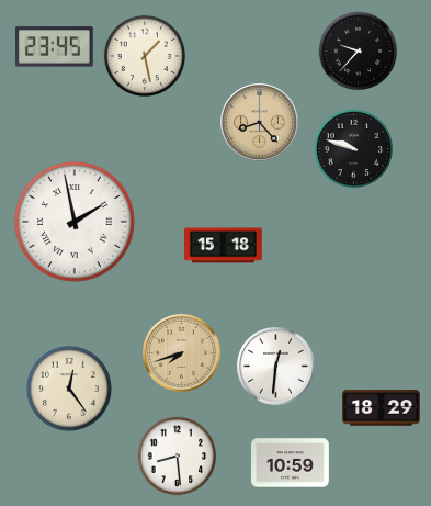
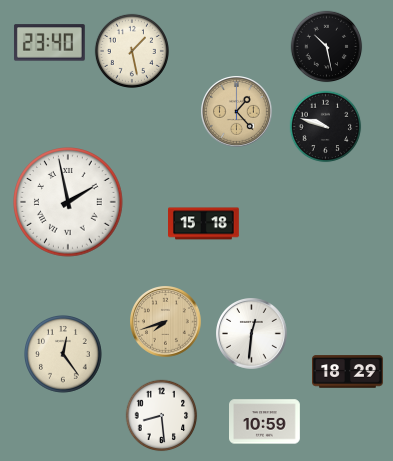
clock at (54, 47): 23:45 -> 23:40
clock at (359, 52): 9:37 -> 10:28
clock at (260, 123): 8:23 -> 1:23
clock at (354, 149) position: (354, 149) -> (326, 127)
